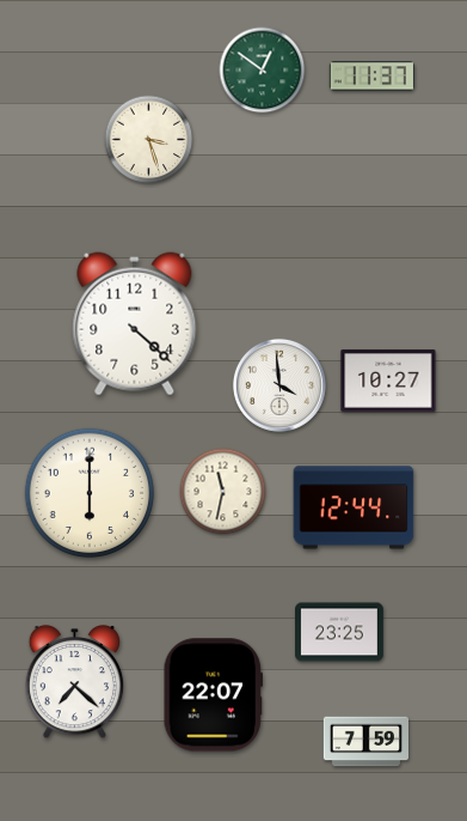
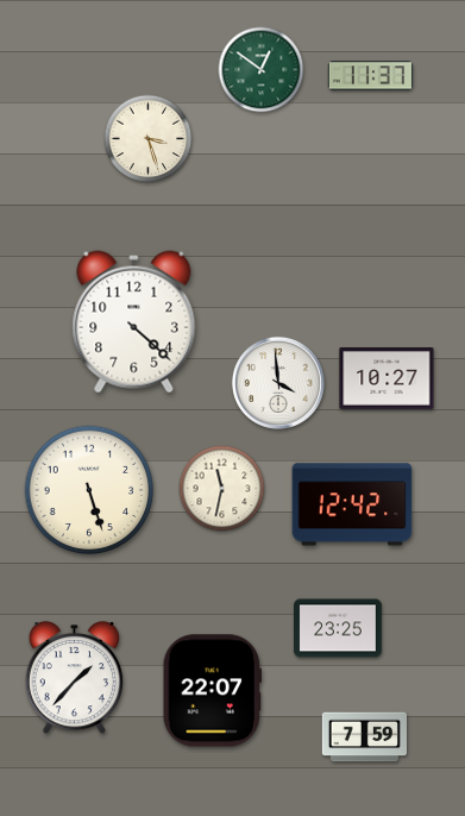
clock at (90, 493): 6:00 -> 5:27
clock at (354, 507): 12:44 -> 12:42
clock at (75, 682): 7:22 -> 1:37
